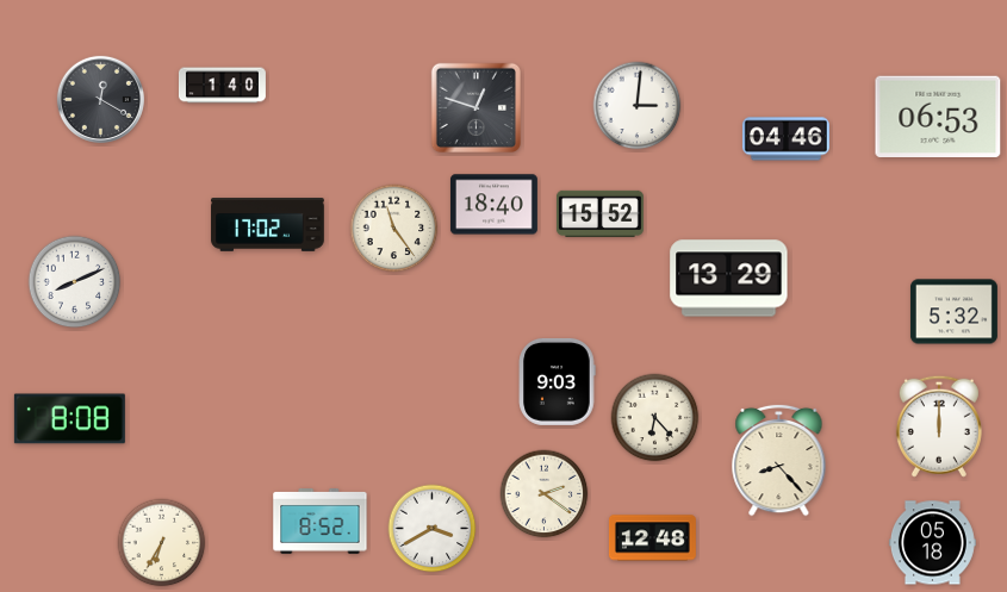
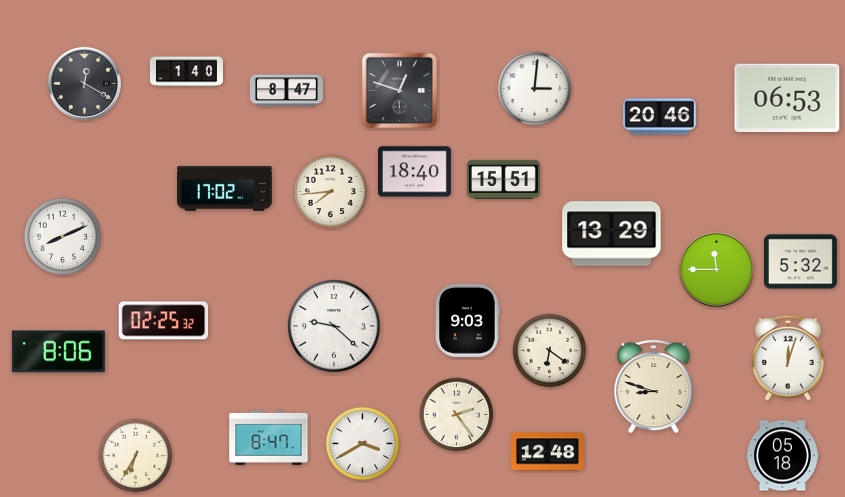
clock at (286, 91): none -> 8:47
clock at (785, 139): 04:46 -> 20:46
clock at (599, 213): 15:52 -> 15:51
clock at (394, 229): 11:24 -> 7:44
clock at (716, 269): none -> 11:45
clock at (164, 321): none -> 02:25
clock at (335, 327): none -> 9:22
clock at (655, 418): 6:23 -> 6:21
clock at (69, 419): 8:08 -> 8:06
clock at (939, 426): 12:00 -> 12:03
clock at (779, 460): 8:23 -> 8:48
clock at (545, 494): 2:21 -> 2:24
clock at (321, 522): 8:52 -> 8:47
